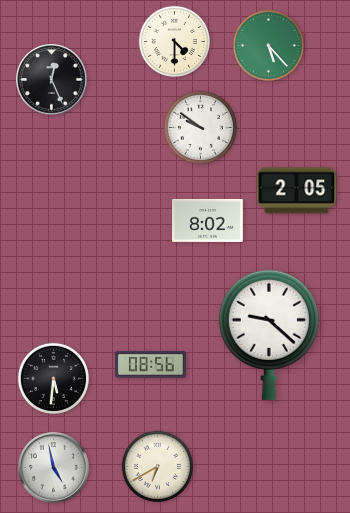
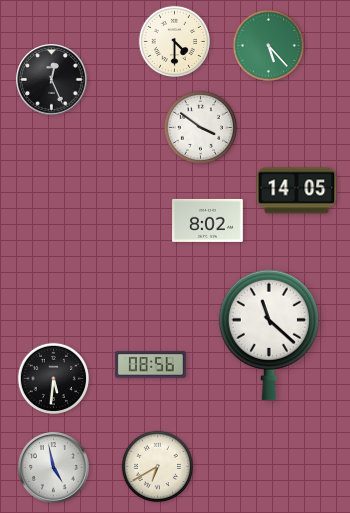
clock at (200, 127): 9:51 -> 3:51
clock at (297, 191): 2:05 -> 14:05
clock at (269, 335): 9:22 -> 11:22
